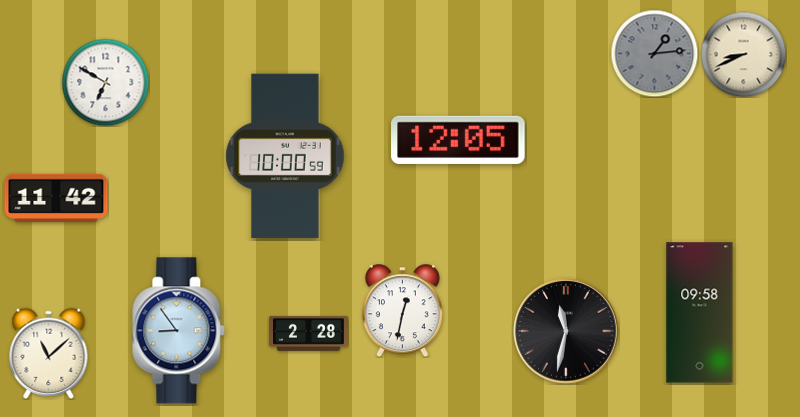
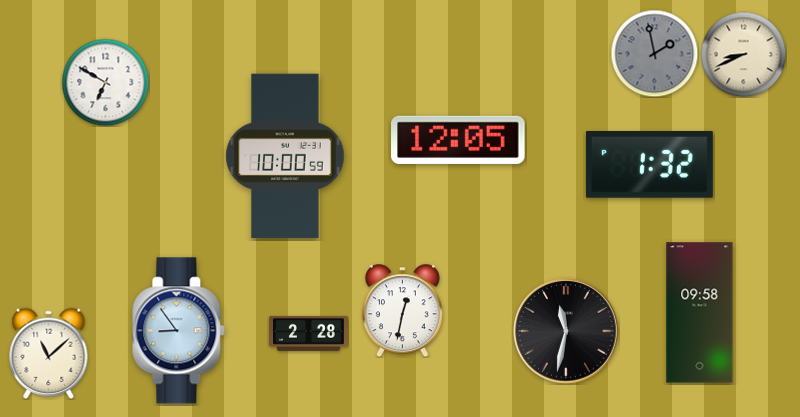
clock at (654, 53): 1:14 -> 1:58
clock at (649, 165): none -> 1:32
clock at (56, 198): 11:42 -> none
